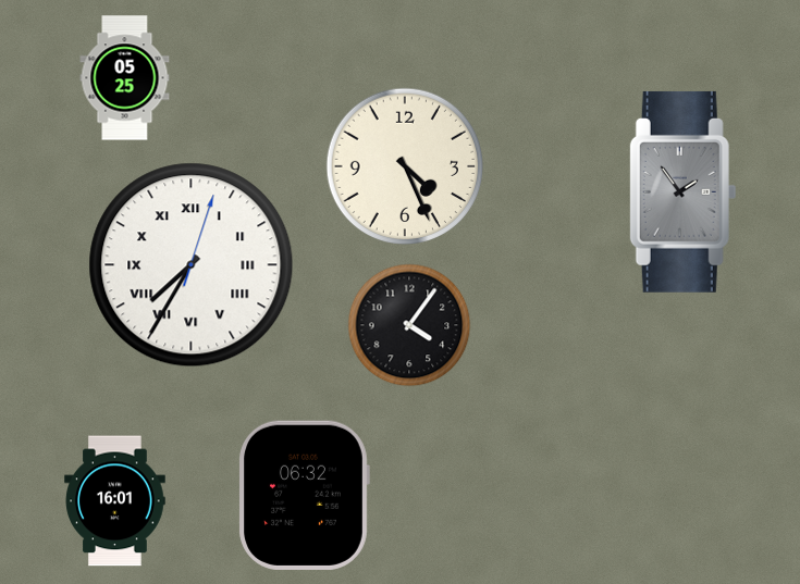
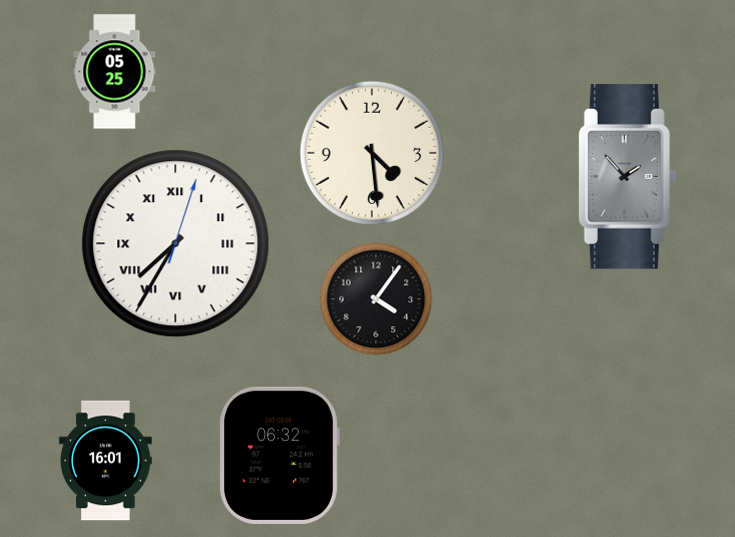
clock at (404, 165): 4:26 -> 4:29
clock at (682, 191): 1:54 -> 1:53
